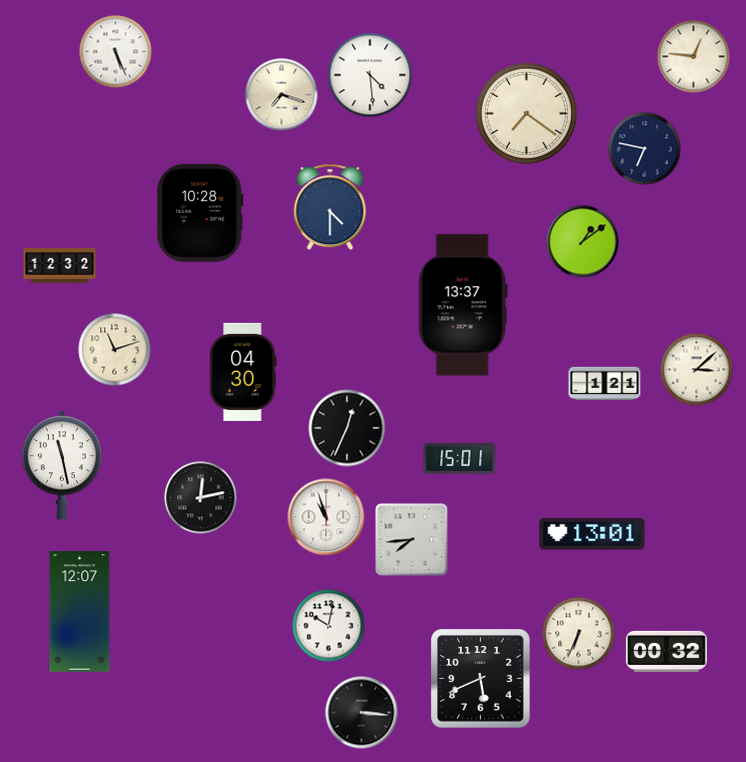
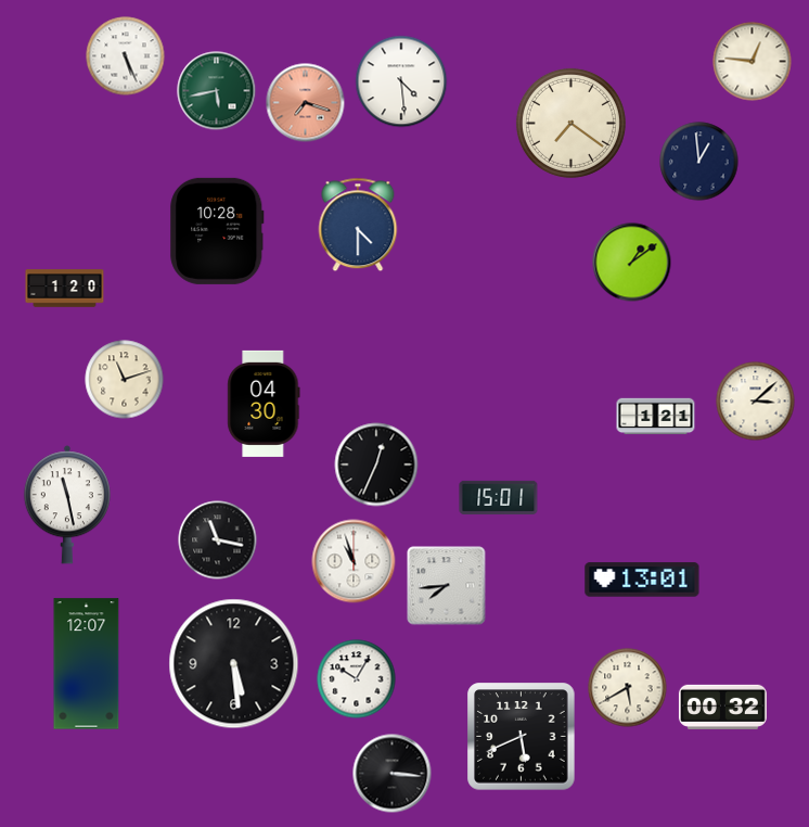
clock at (217, 91): none -> 5:43
clock at (282, 95) dial: cream -> salmon
clock at (645, 149): 6:47 -> 12:59
clock at (60, 266): 12:32 -> 1:20
clock at (463, 305): 13:37 -> none
clock at (201, 498): 12:13 -> 11:17
clock at (234, 664): none -> 5:29
clock at (329, 626): 10:02 -> 10:05
clock at (579, 634): 6:34 -> 5:40
